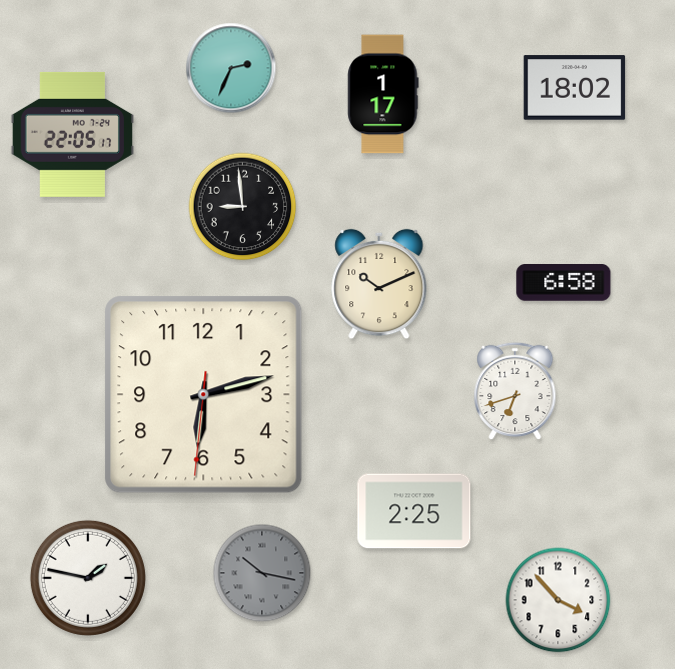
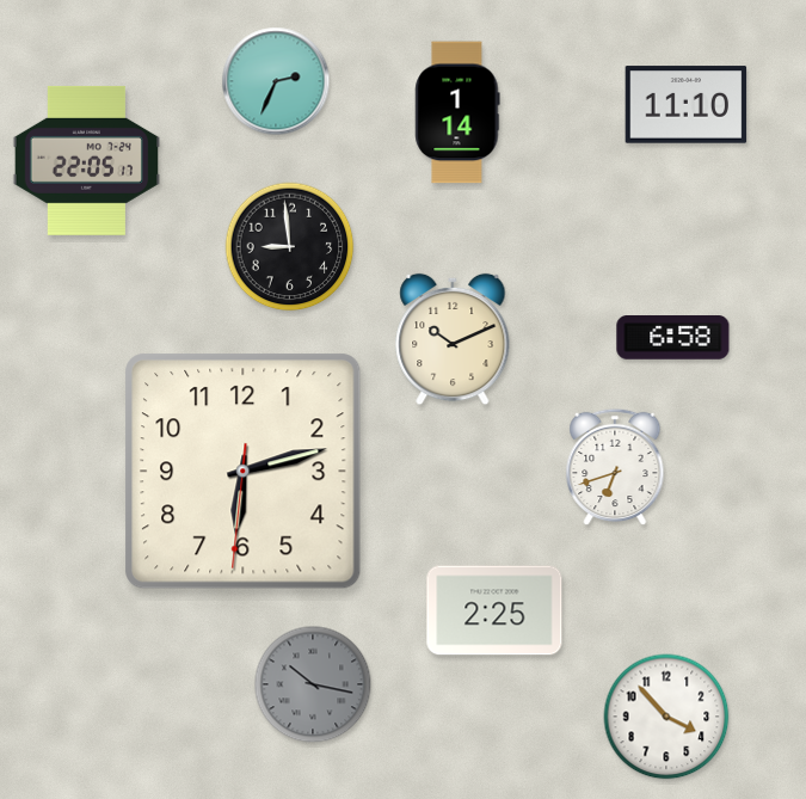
clock at (575, 88): 18:02 -> 11:10
clock at (383, 94): 1:17 -> 1:14
clock at (88, 578): 1:47 -> none
